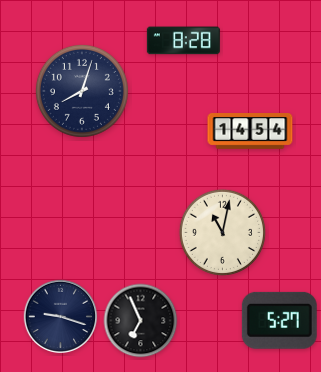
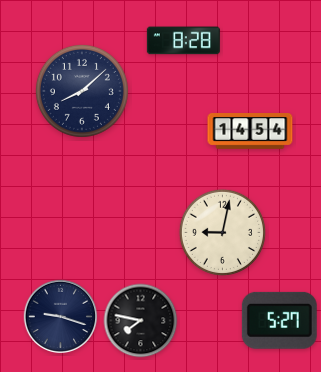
clock at (82, 91): 8:03 -> 8:08
clock at (222, 232): 11:02 -> 9:02
clock at (141, 321): 6:56 -> 7:47
